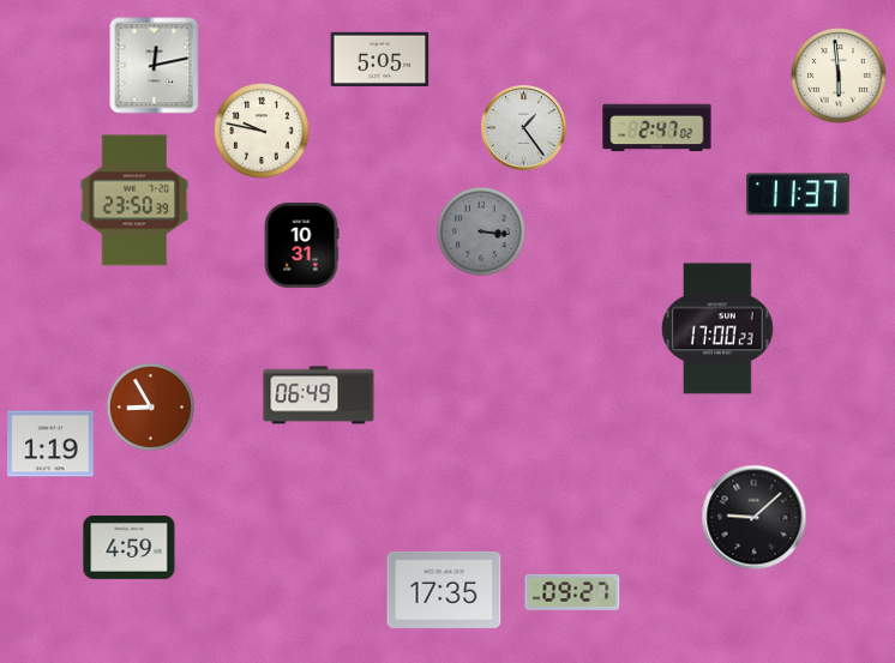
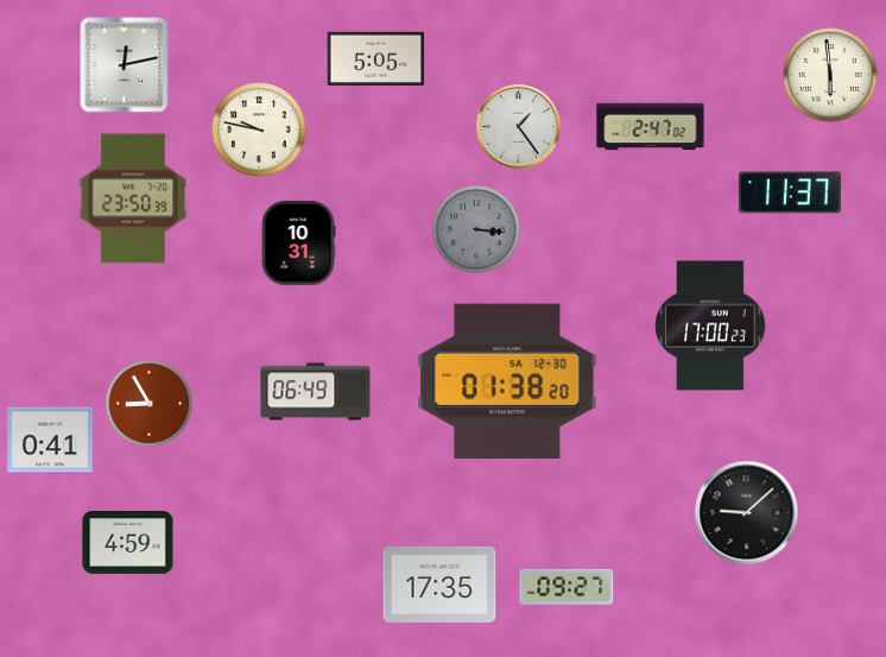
clock at (155, 66) position: (155, 66) -> (125, 65)
clock at (507, 381): none -> 01:38
clock at (50, 444): 1:19 -> 0:41
